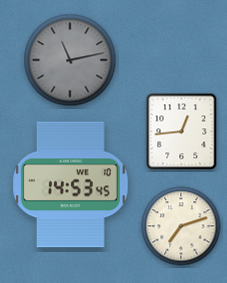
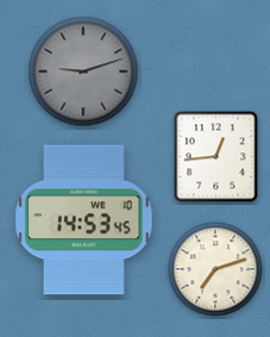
clock at (70, 60): 11:13 -> 9:12
